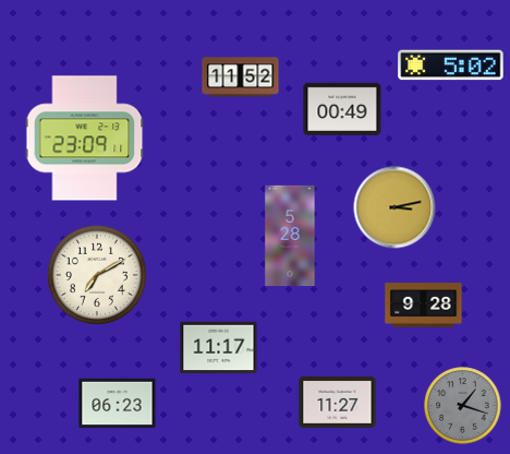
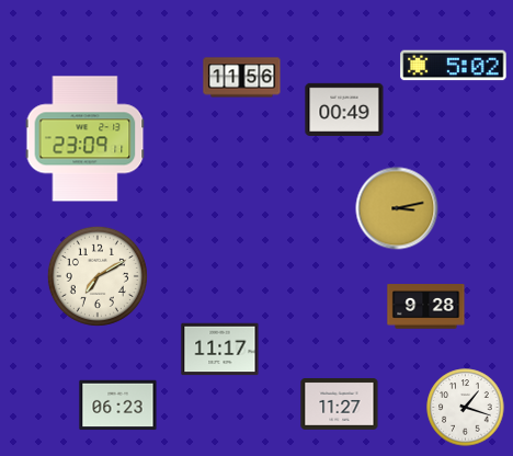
clock at (241, 77): 11:52 -> 11:56
clock at (290, 236): 5:28 -> none
clock at (463, 406) dial: grey -> white
